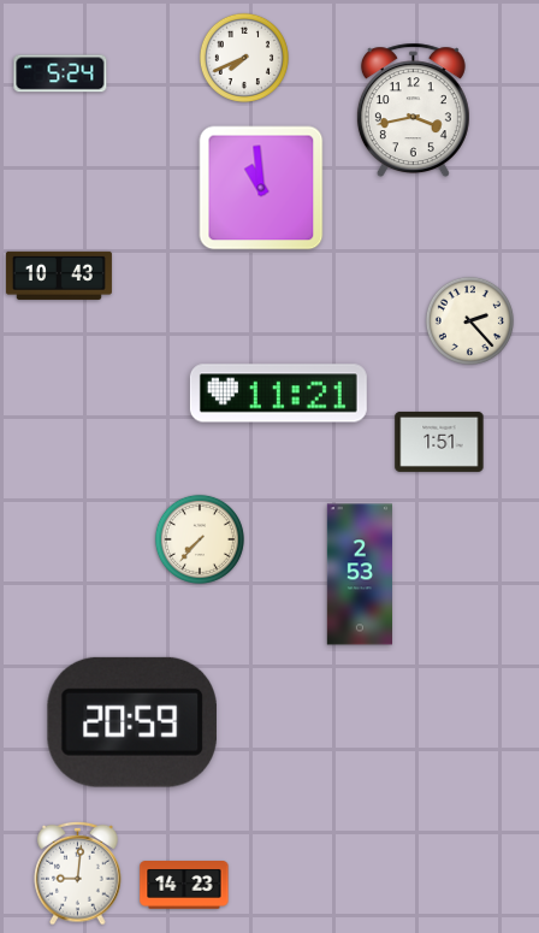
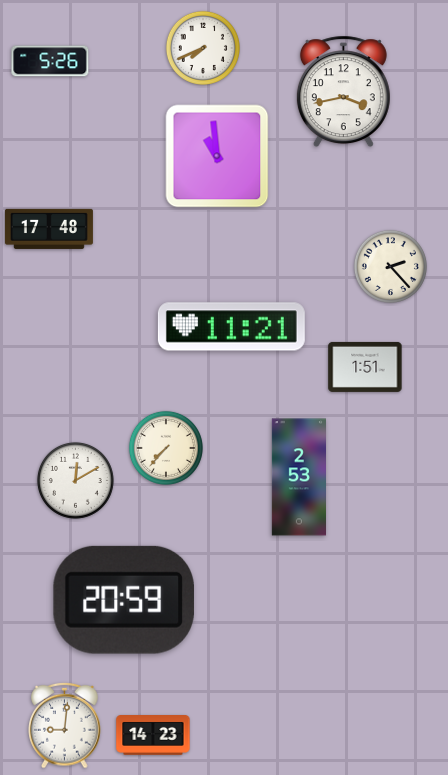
clock at (60, 73): 5:24 -> 5:26
clock at (59, 276): 10:43 -> 17:48
clock at (75, 480): none -> 12:10
clock at (132, 722) position: (132, 722) -> (124, 600)
